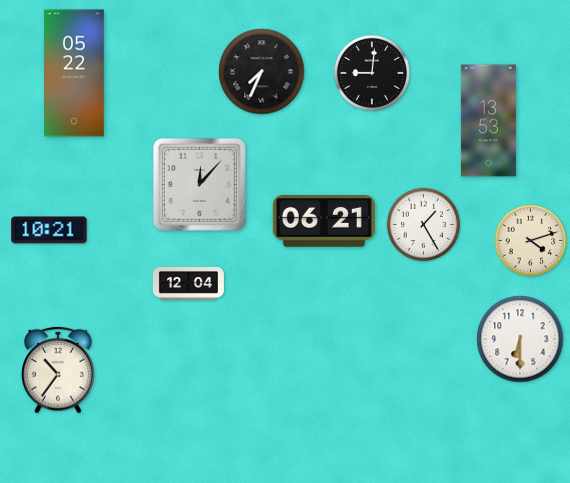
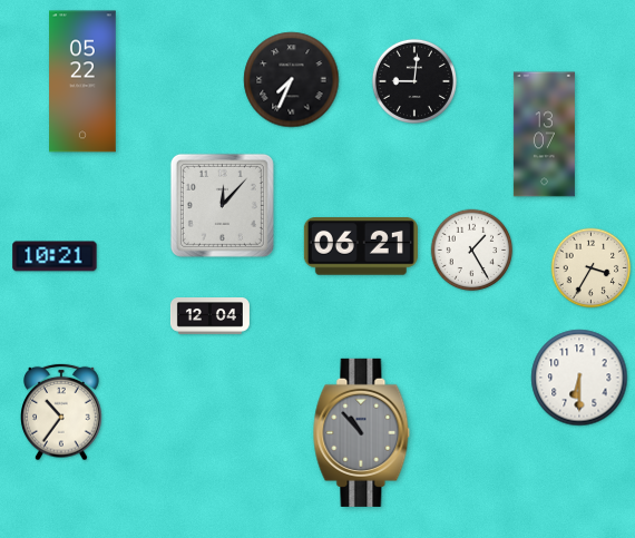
clock at (488, 121): 13:53 -> 13:07
clock at (531, 241): 4:12 -> 3:35
clock at (58, 370) position: (58, 370) -> (61, 412)
clock at (362, 432): none -> 10:53
